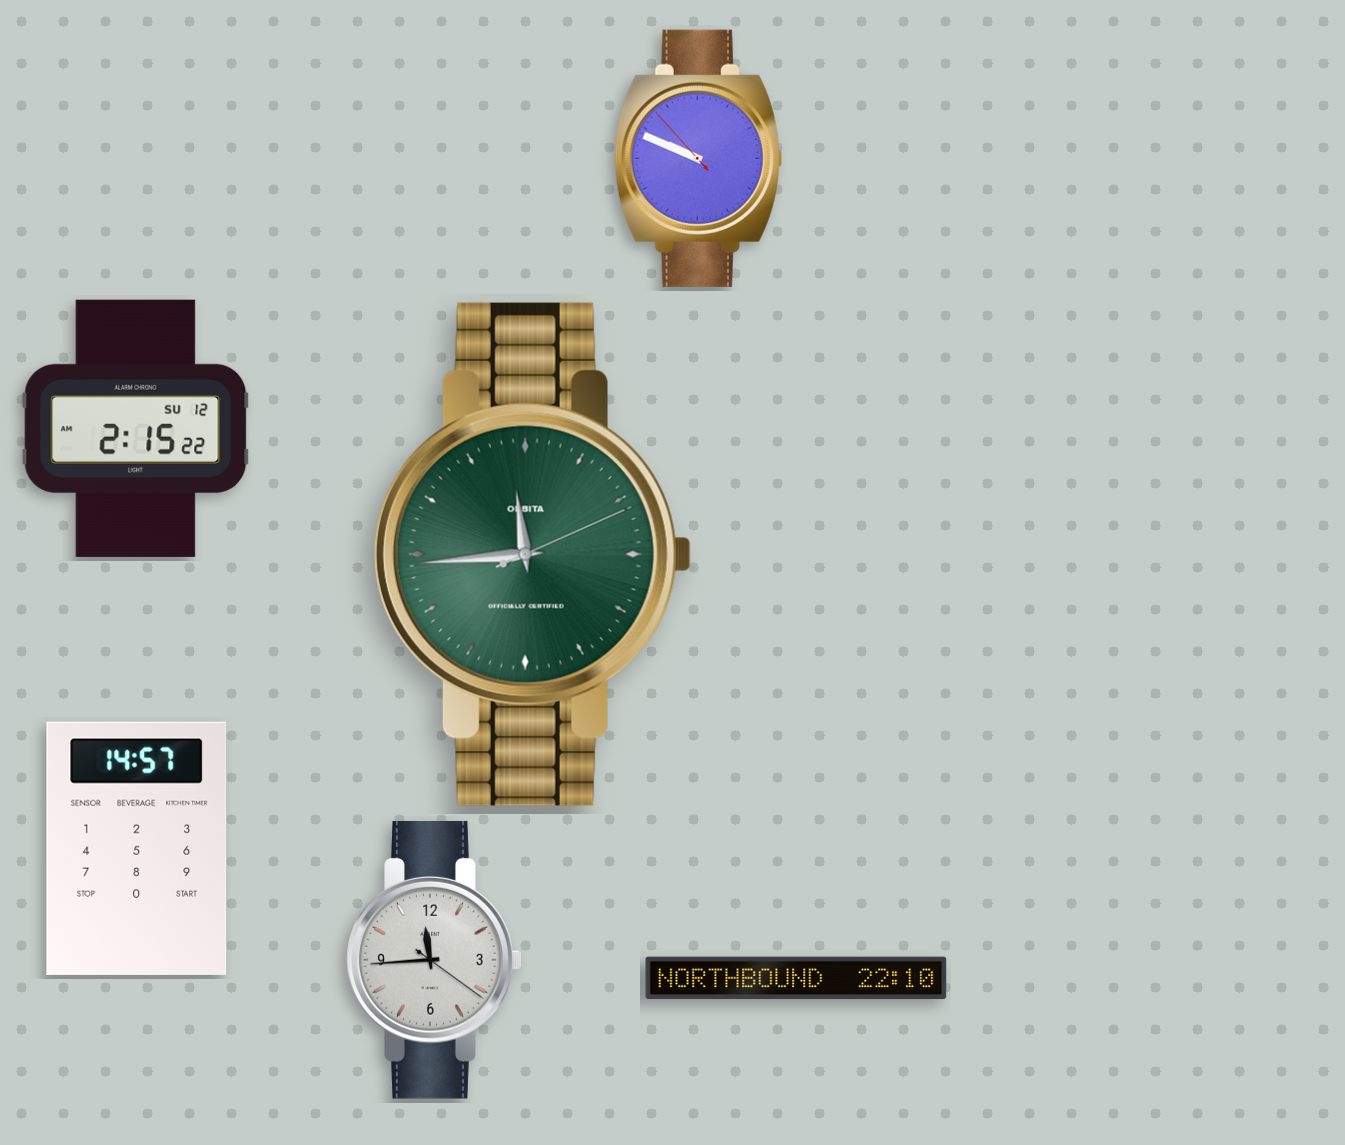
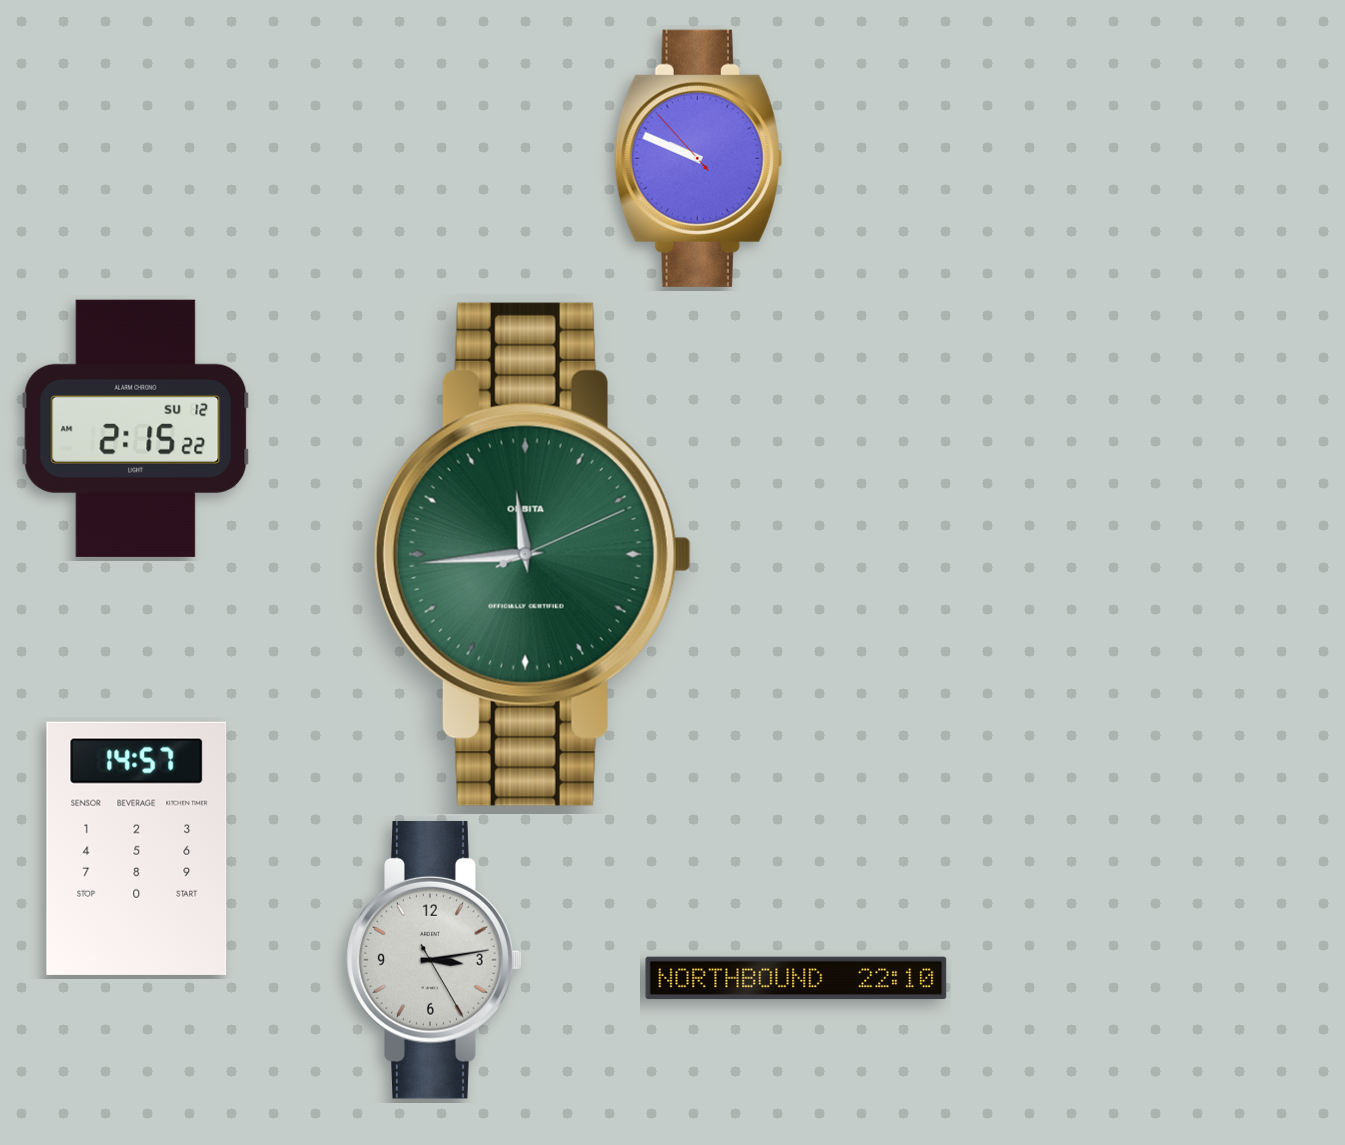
clock at (434, 960): 11:44 -> 3:13
